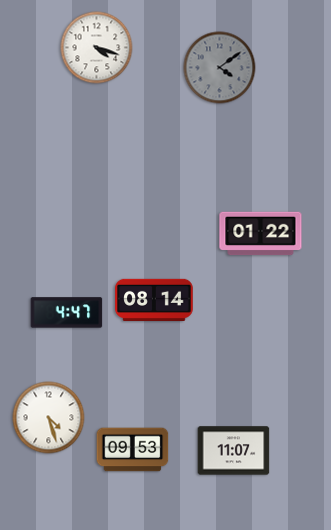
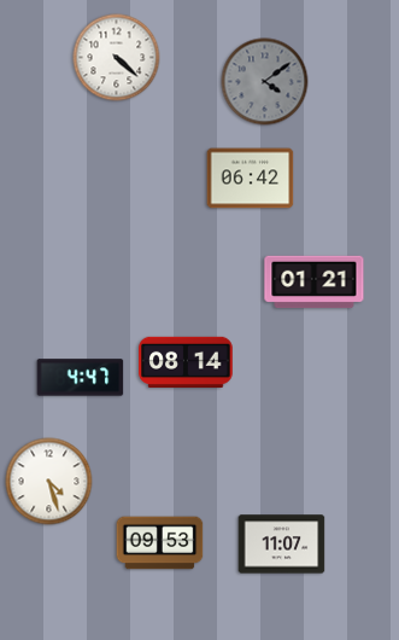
clock at (97, 48): 4:18 -> 4:22
clock at (251, 179): none -> 06:42
clock at (261, 234): 01:22 -> 01:21
clock at (49, 418) position: (49, 418) -> (49, 482)
